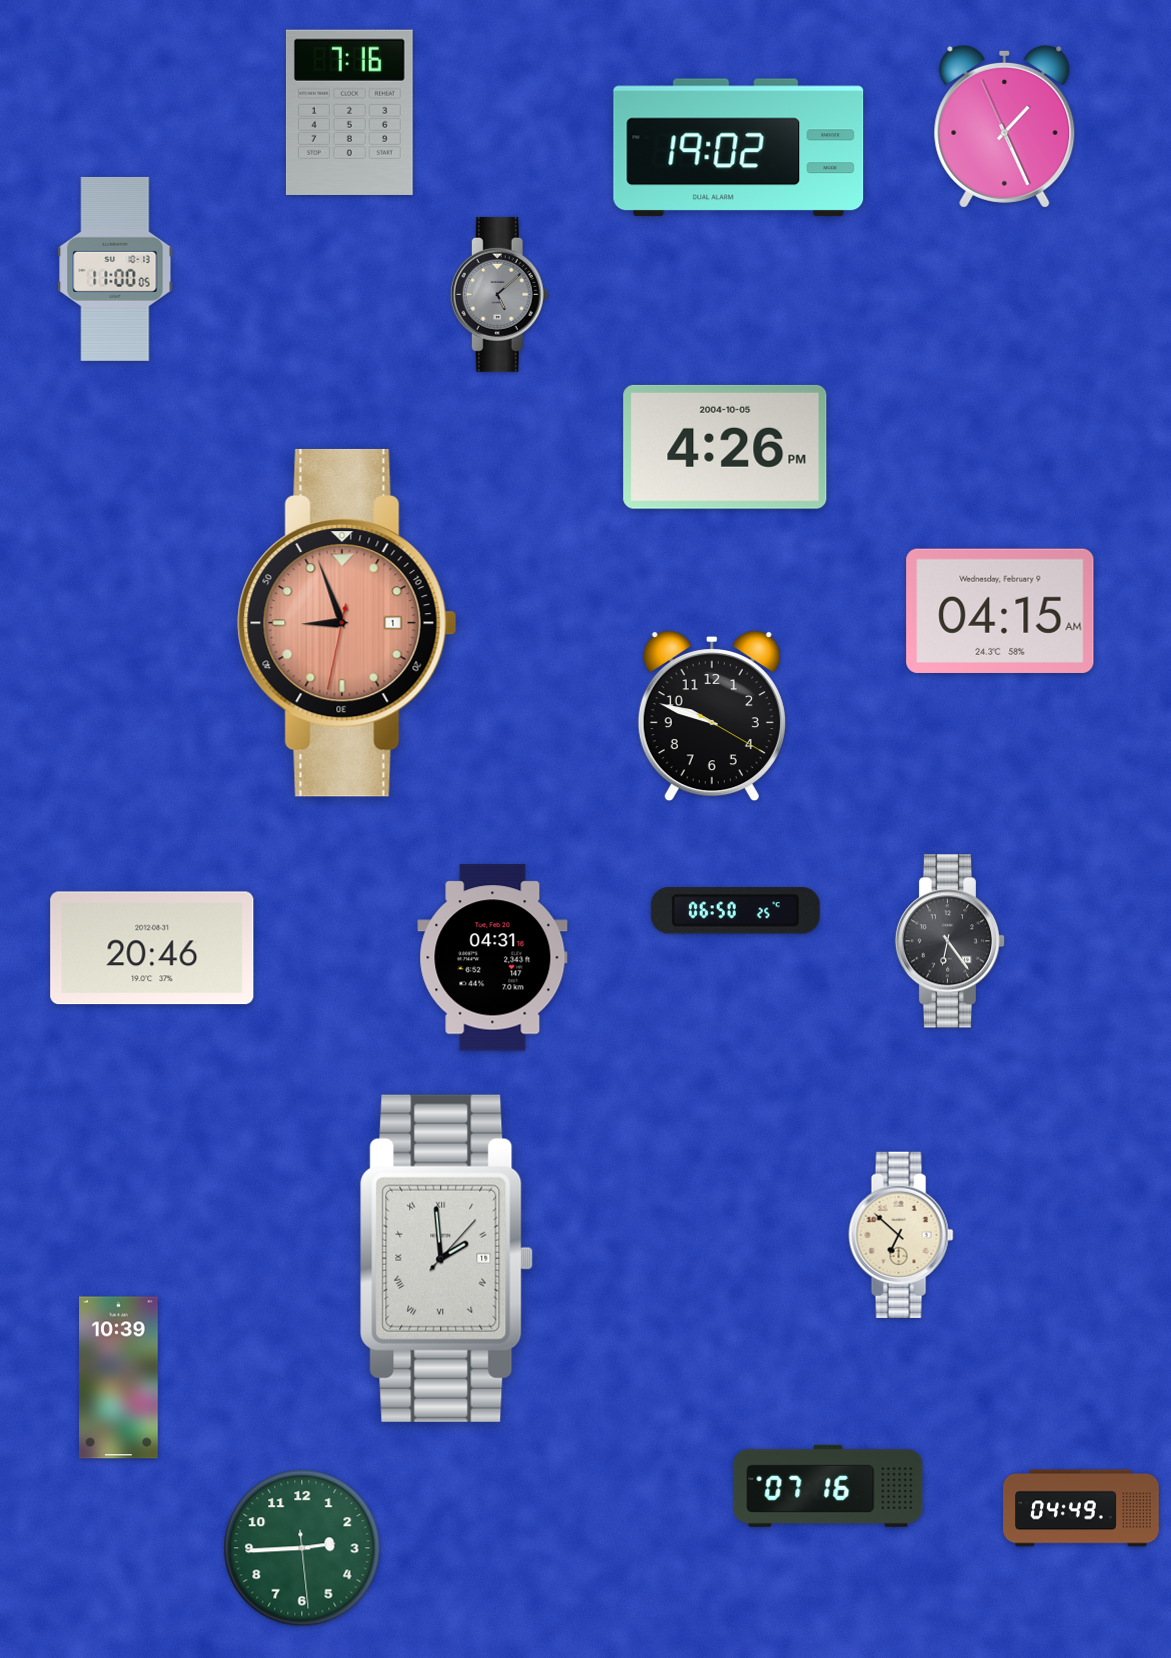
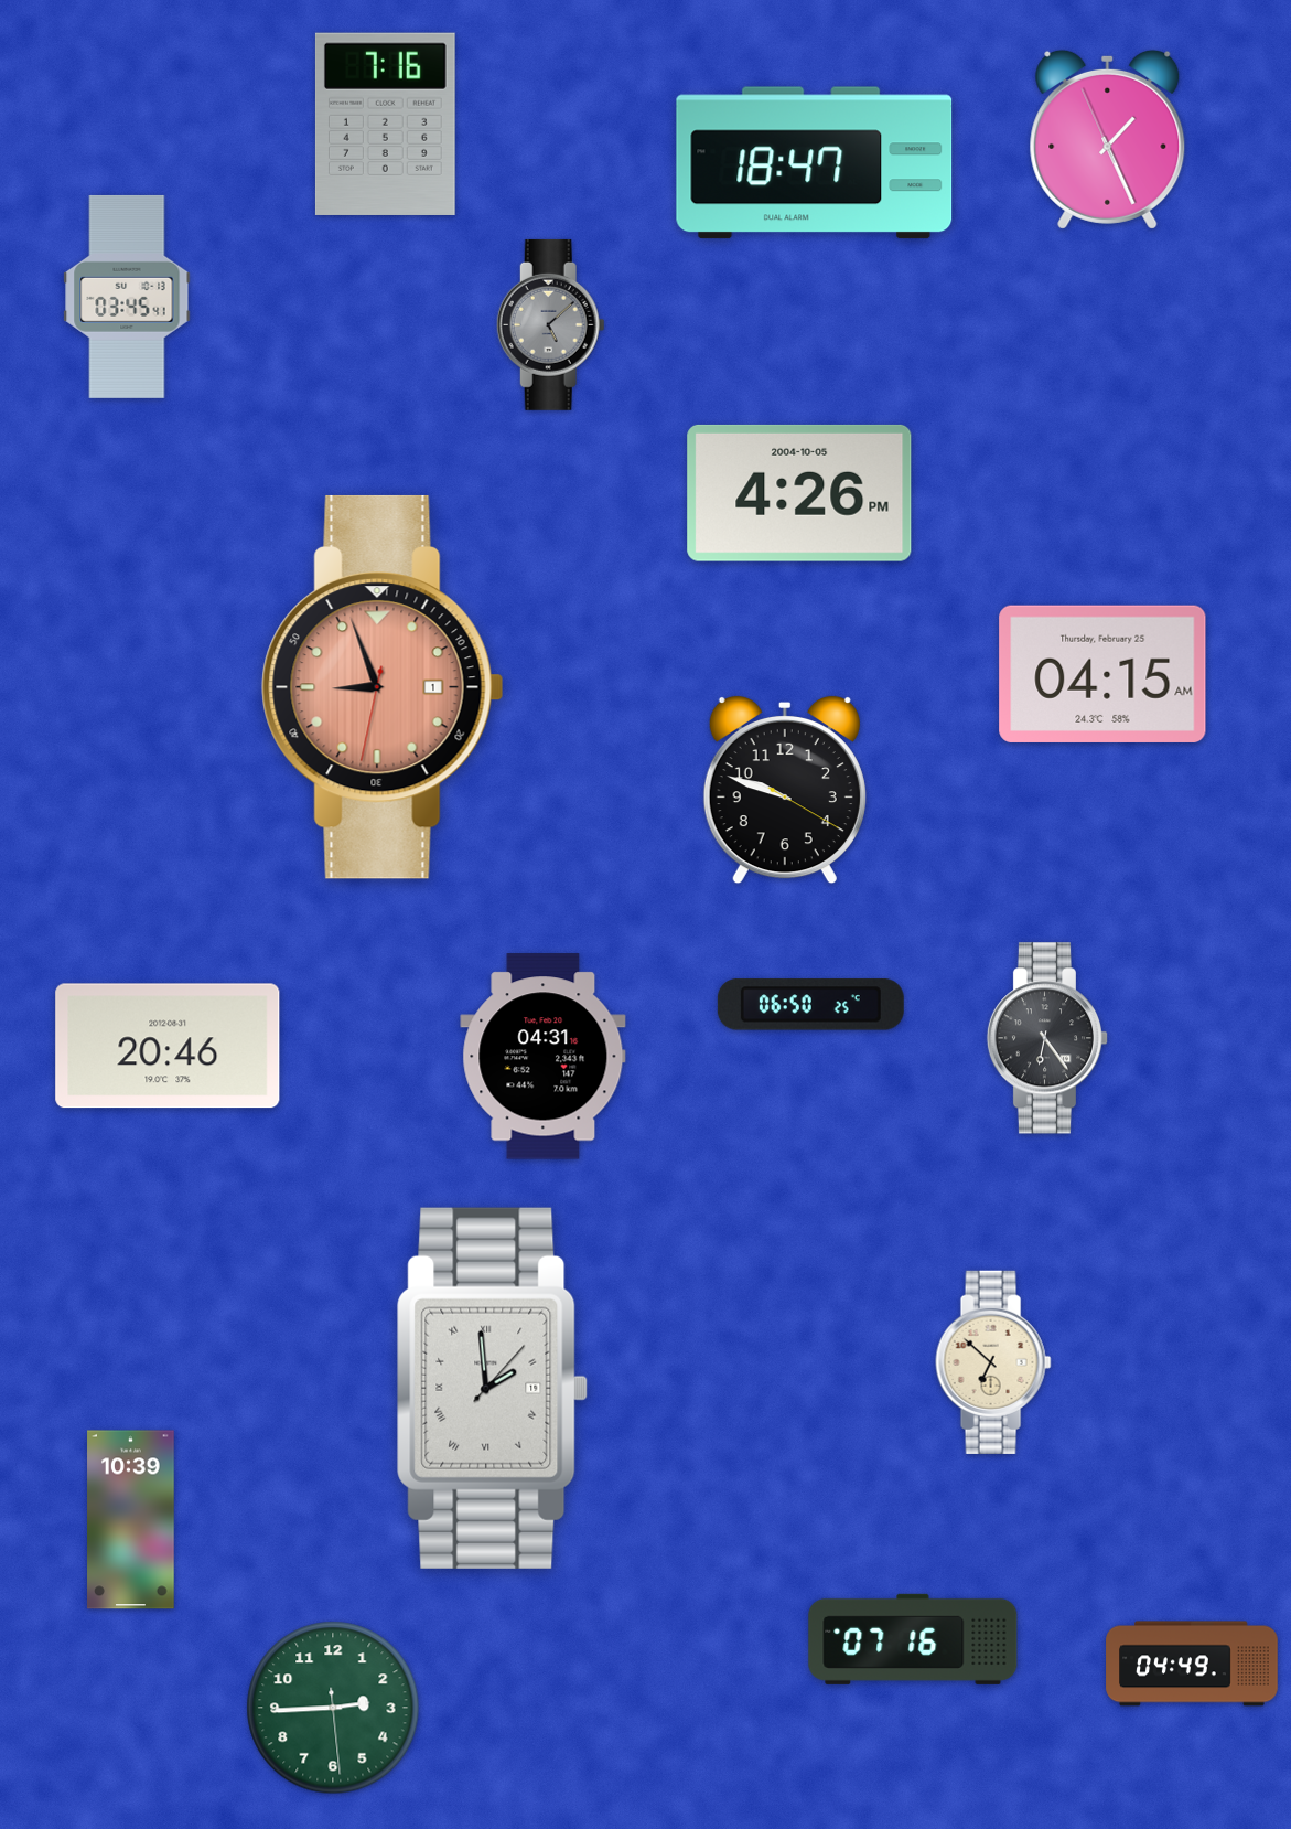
clock at (739, 148): 19:02 -> 18:47
clock at (115, 269): 11:00 -> 03:45
clock at (1000, 611) date: Wednesday, February 9 -> Thursday, February 25
